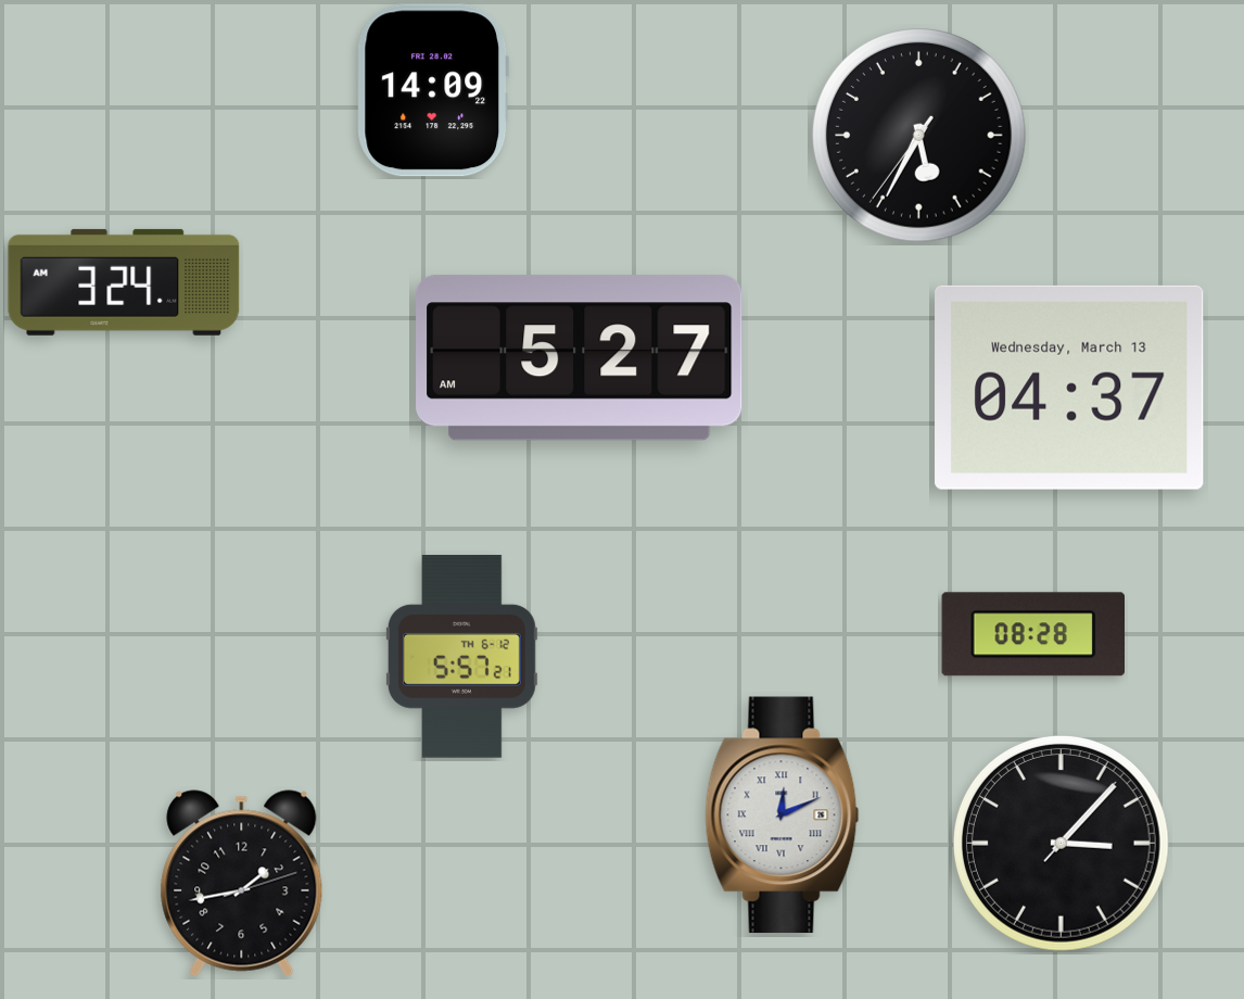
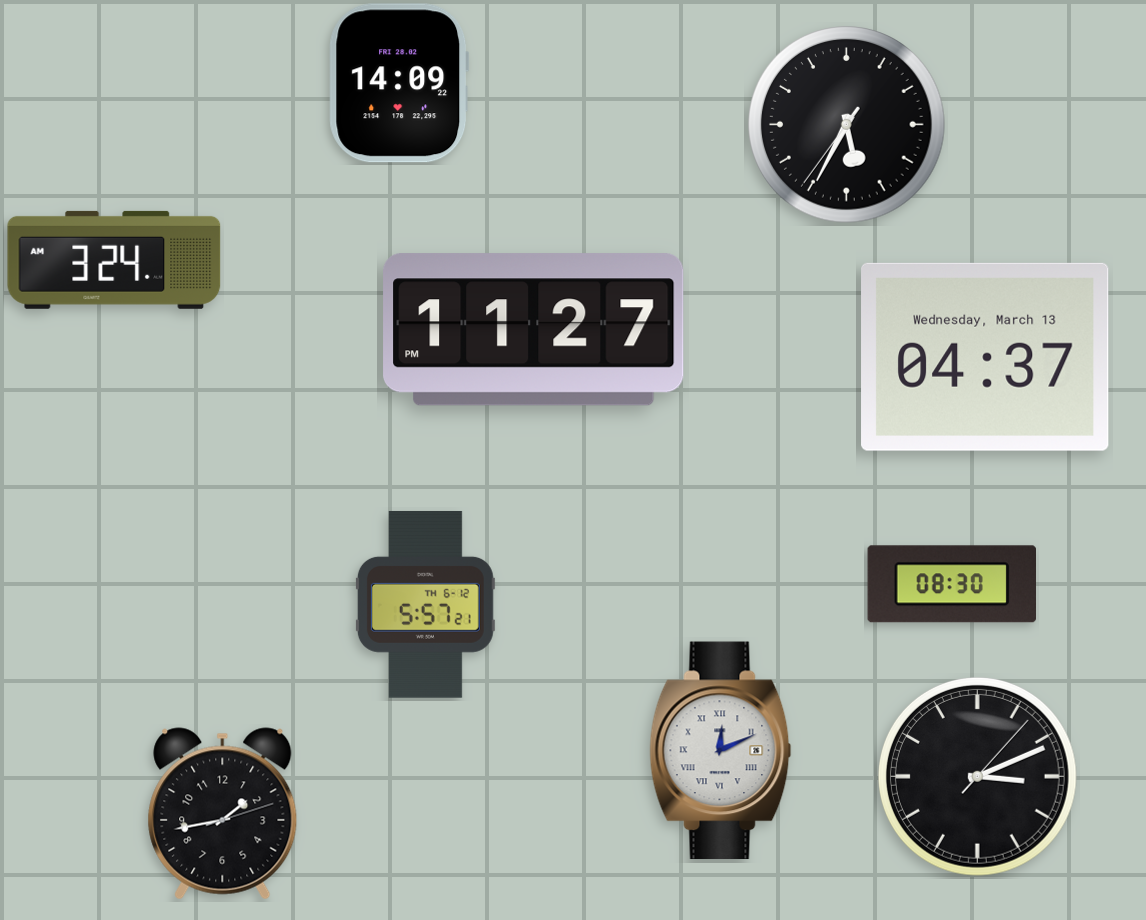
clock at (580, 358): 5:27 -> 11:27
clock at (1032, 634): 08:28 -> 08:30
clock at (1062, 844): 3:07 -> 3:11
